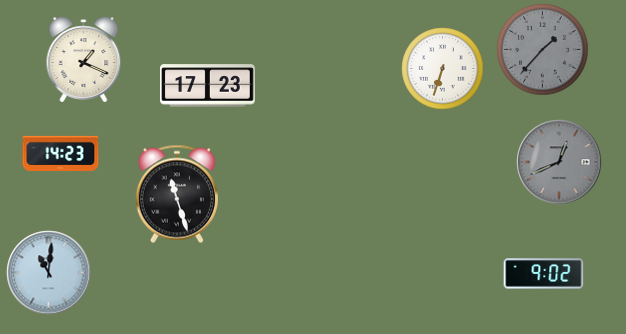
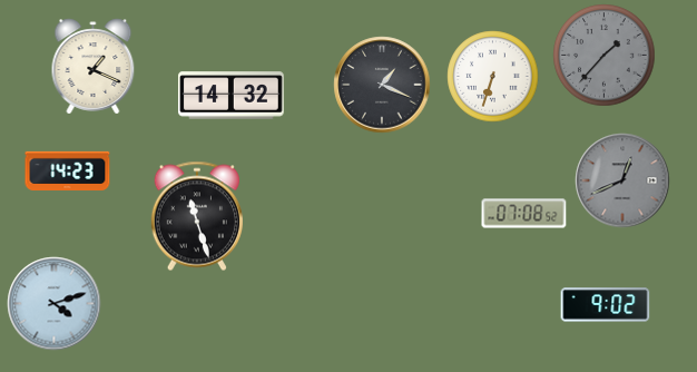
clock at (382, 85): none -> 1:19
clock at (208, 86): 17:23 -> 14:32
clock at (524, 214): none -> 07:08
clock at (49, 273): 11:01 -> 4:12
